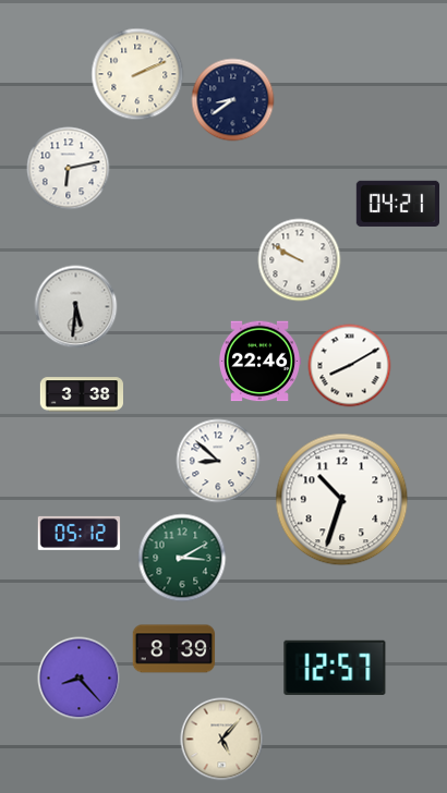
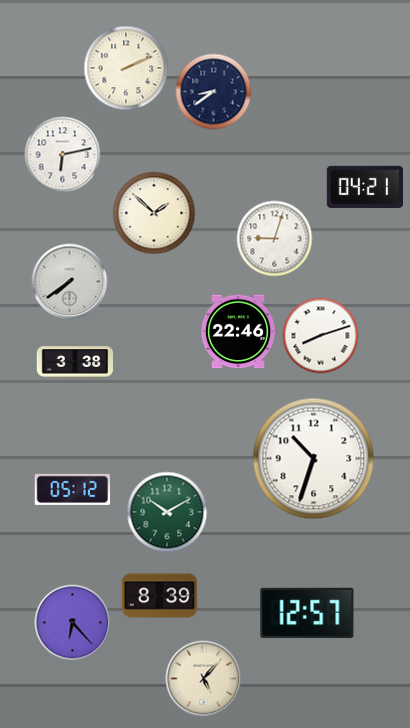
clock at (154, 213): none -> 1:52
clock at (300, 260): 9:50 -> 9:03
clock at (76, 307): 5:31 -> 7:39
clock at (350, 366): 8:10 -> 8:12
clock at (218, 461): 8:52 -> none
clock at (182, 558): 3:10 -> 10:10
clock at (80, 679): 8:23 -> 6:23
